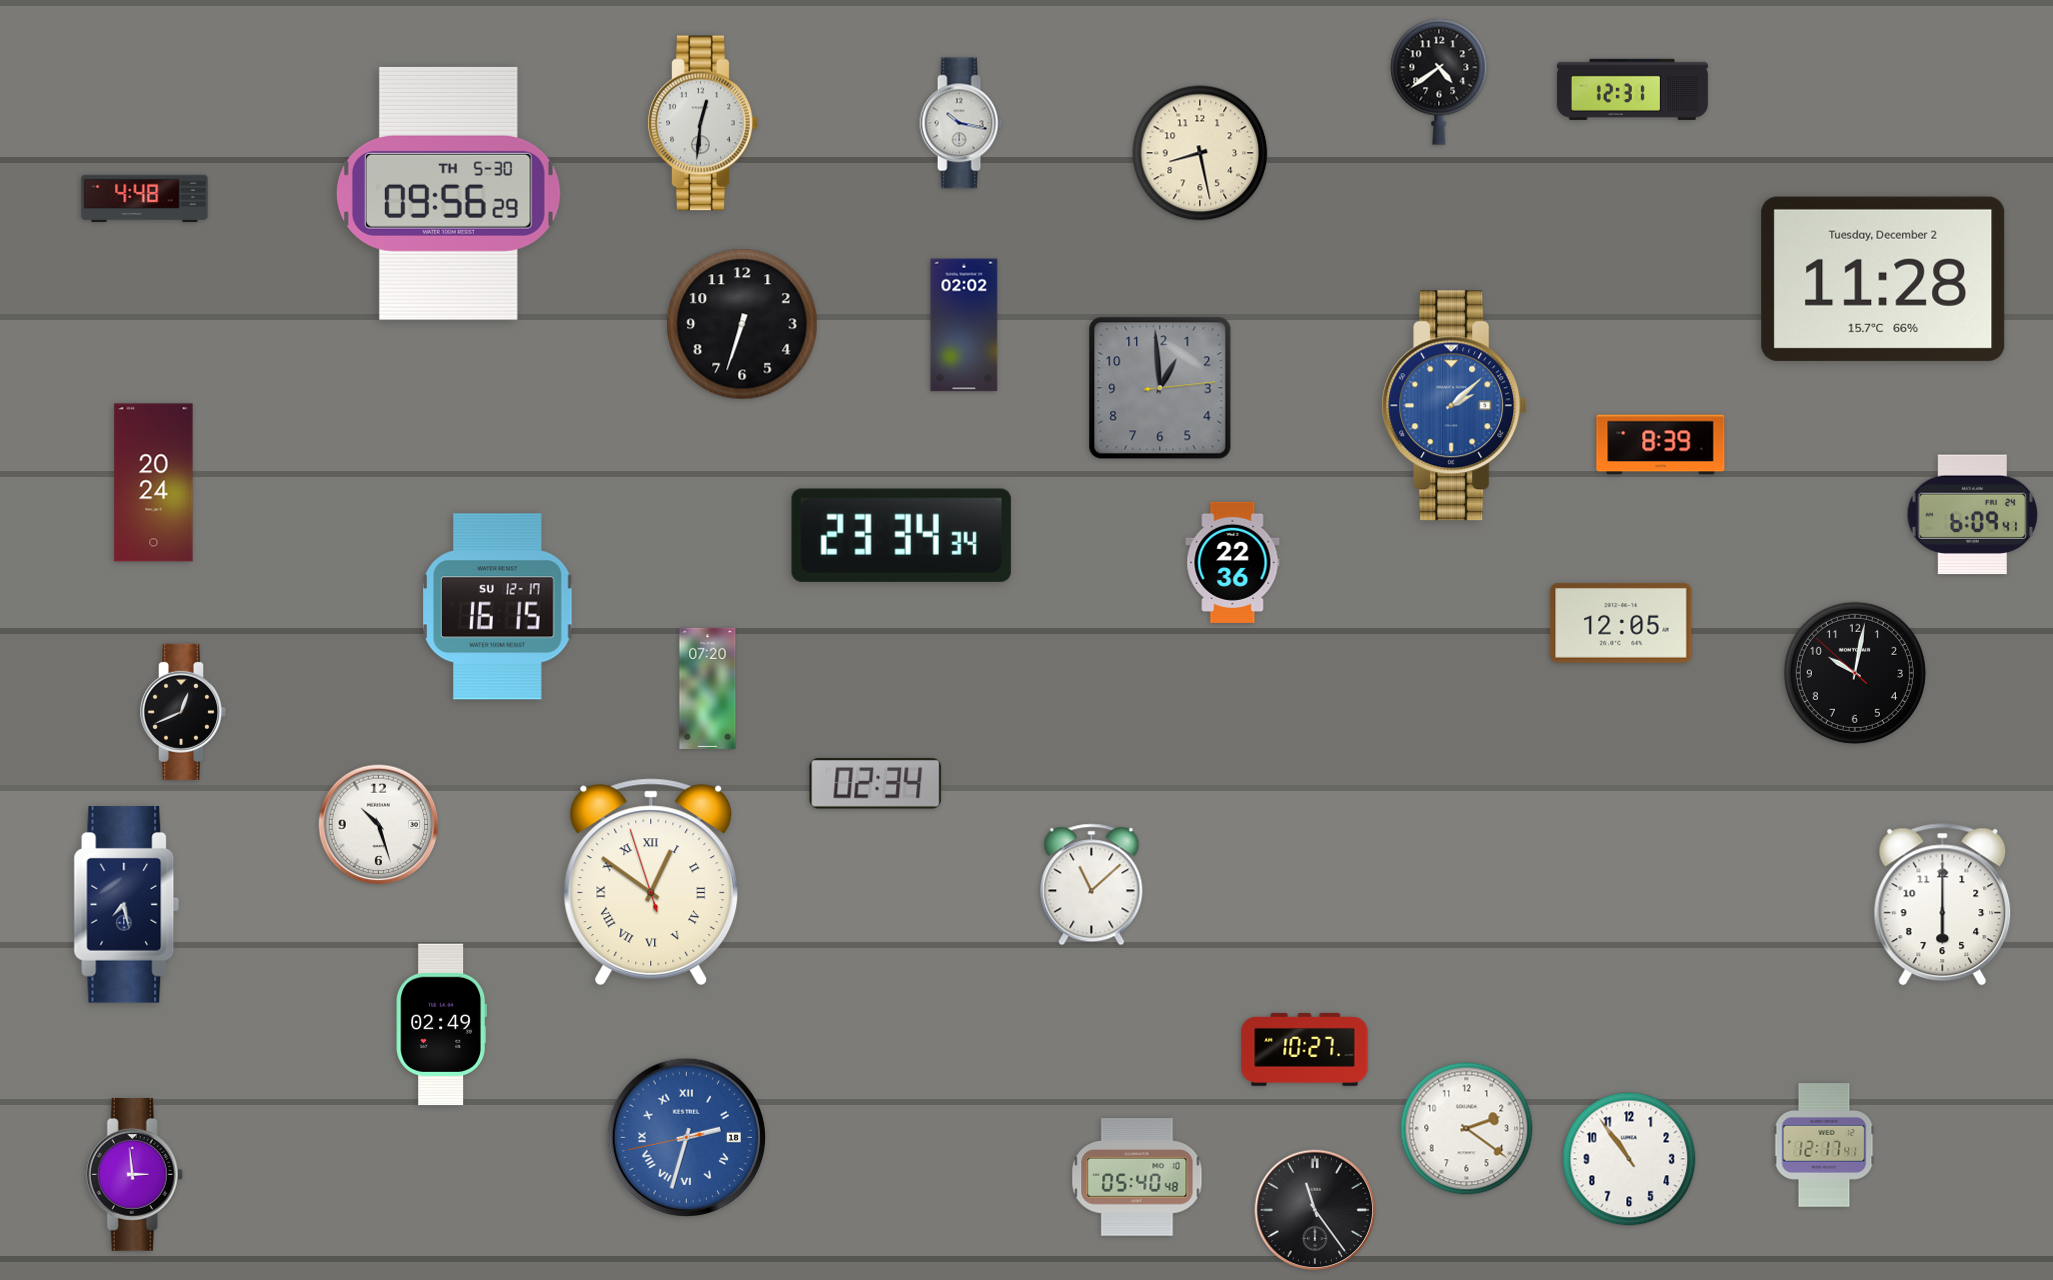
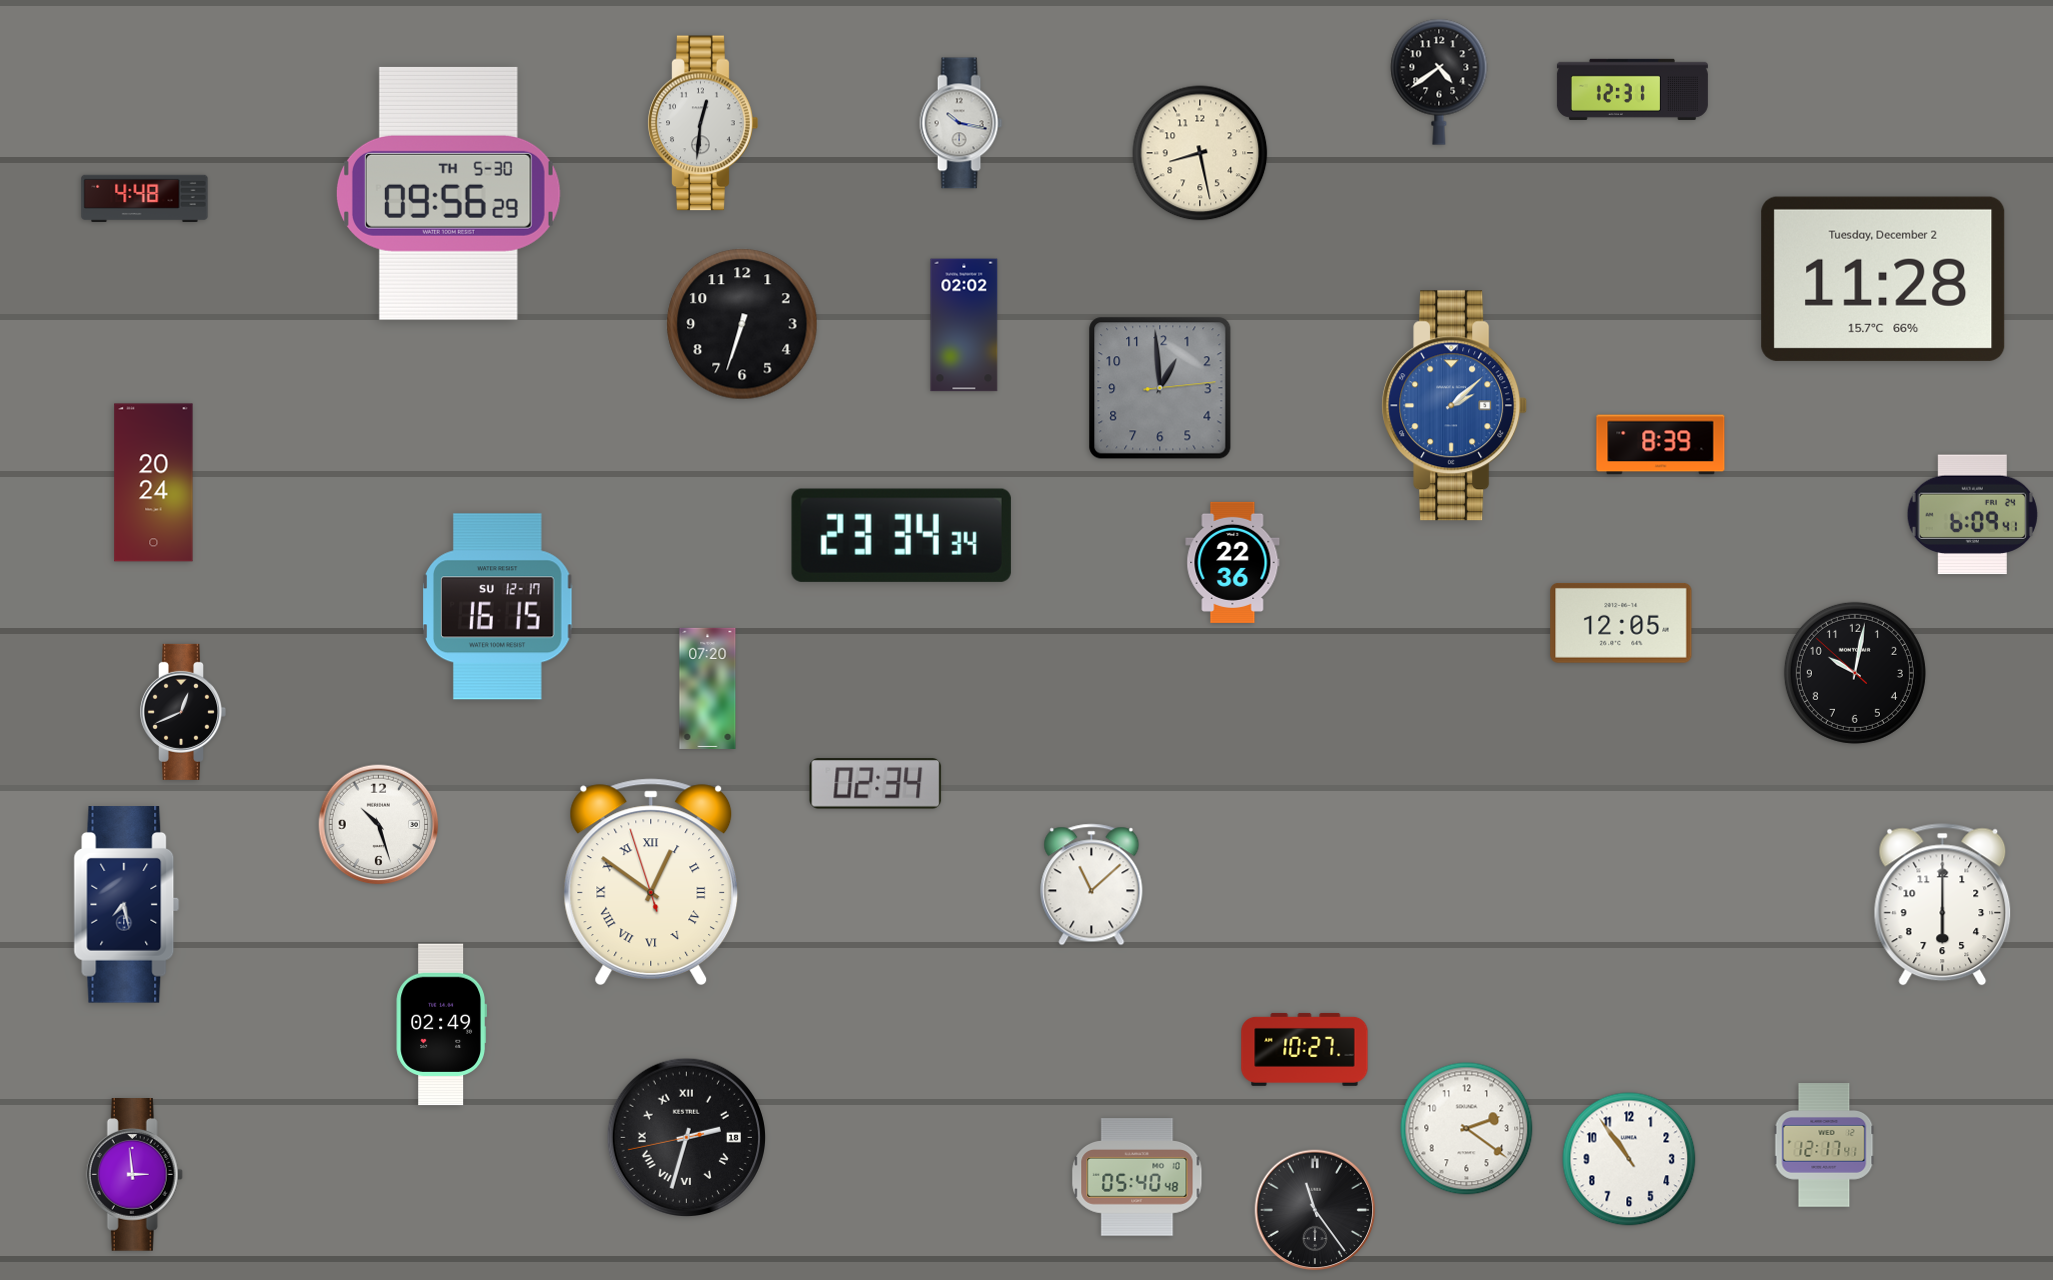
clock at (686, 1137) dial: blue -> black
